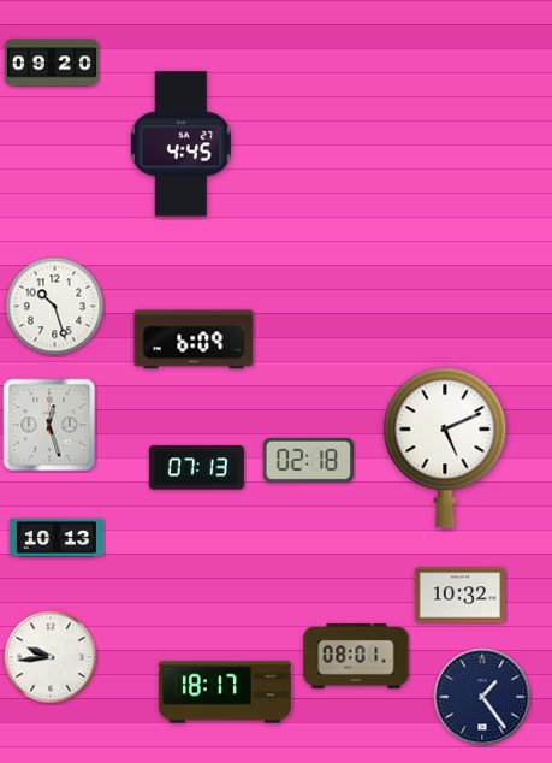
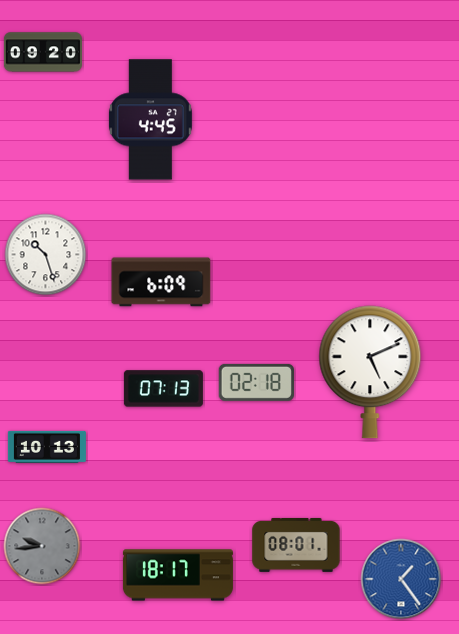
clock at (49, 425): 12:27 -> none
clock at (459, 596): 10:32 -> none
clock at (51, 657) dial: white -> grey
clock at (225, 692) position: (225, 692) -> (178, 575)
clock at (482, 697) dial: navy -> blue
